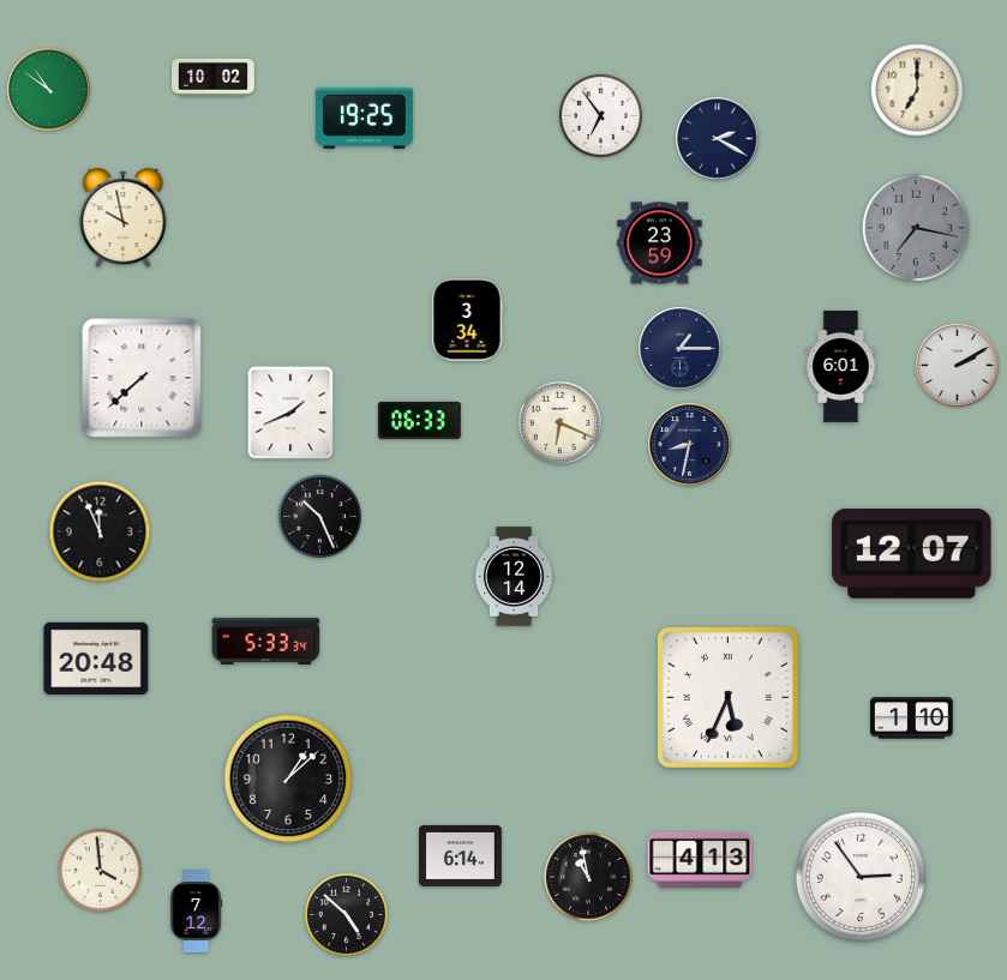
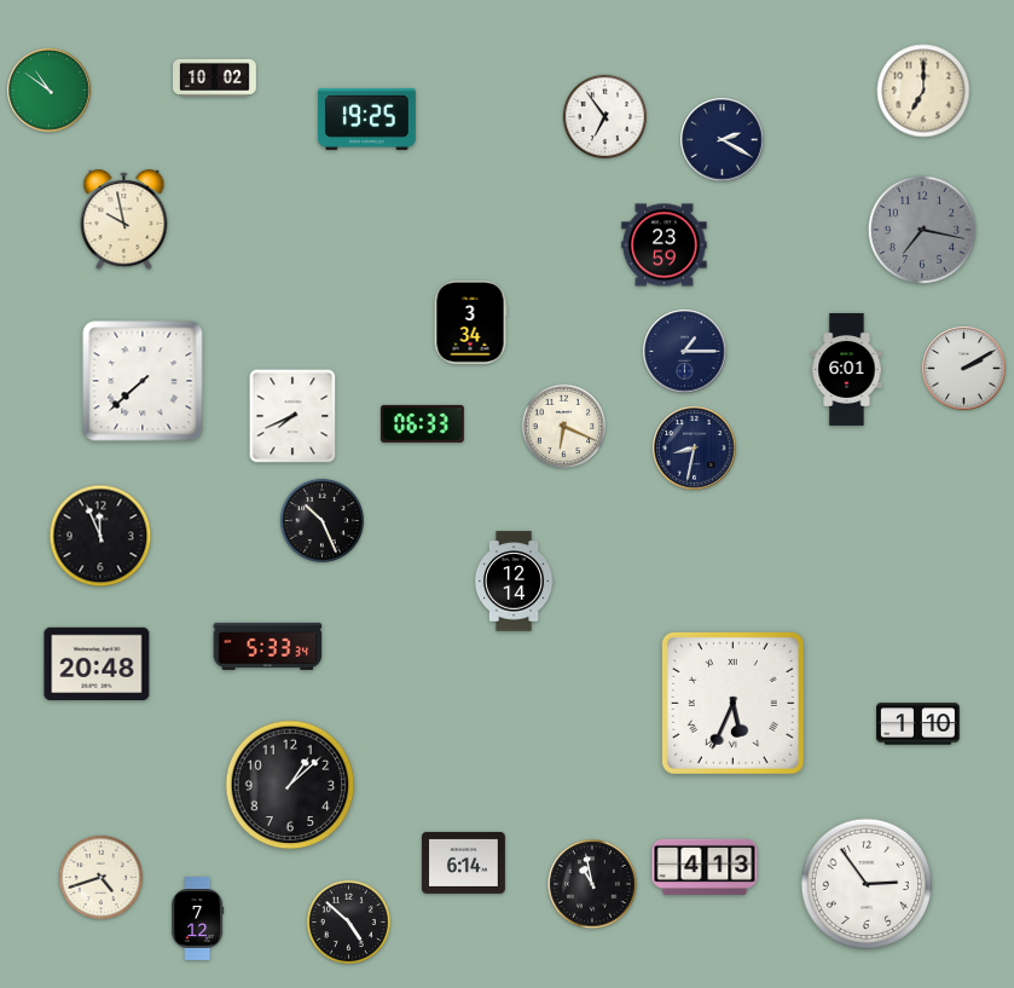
clock at (290, 413): 1:41 -> 7:41
clock at (912, 554): 12:07 -> none
clock at (514, 577) position: (514, 577) -> (514, 582)
clock at (100, 870): 3:59 -> 4:42
